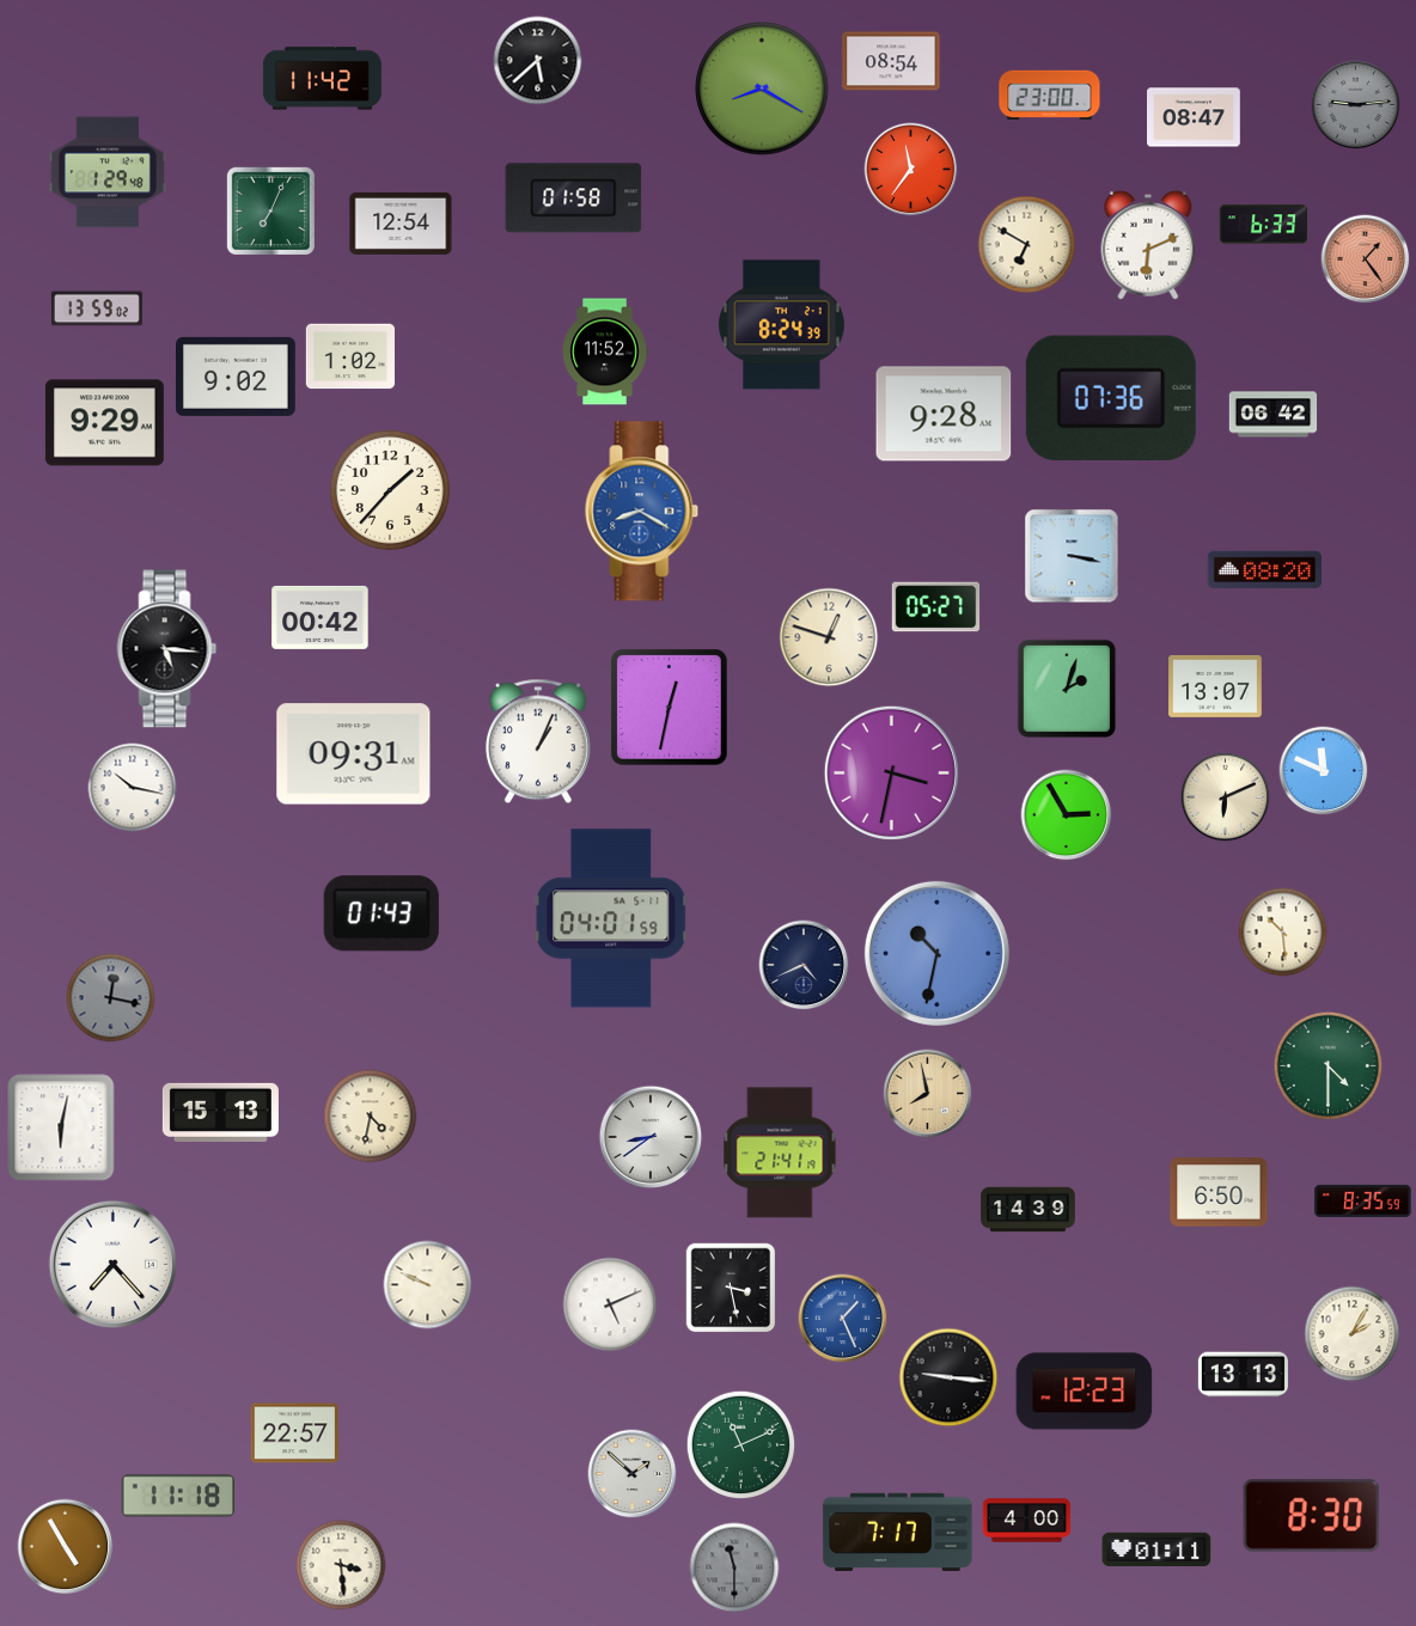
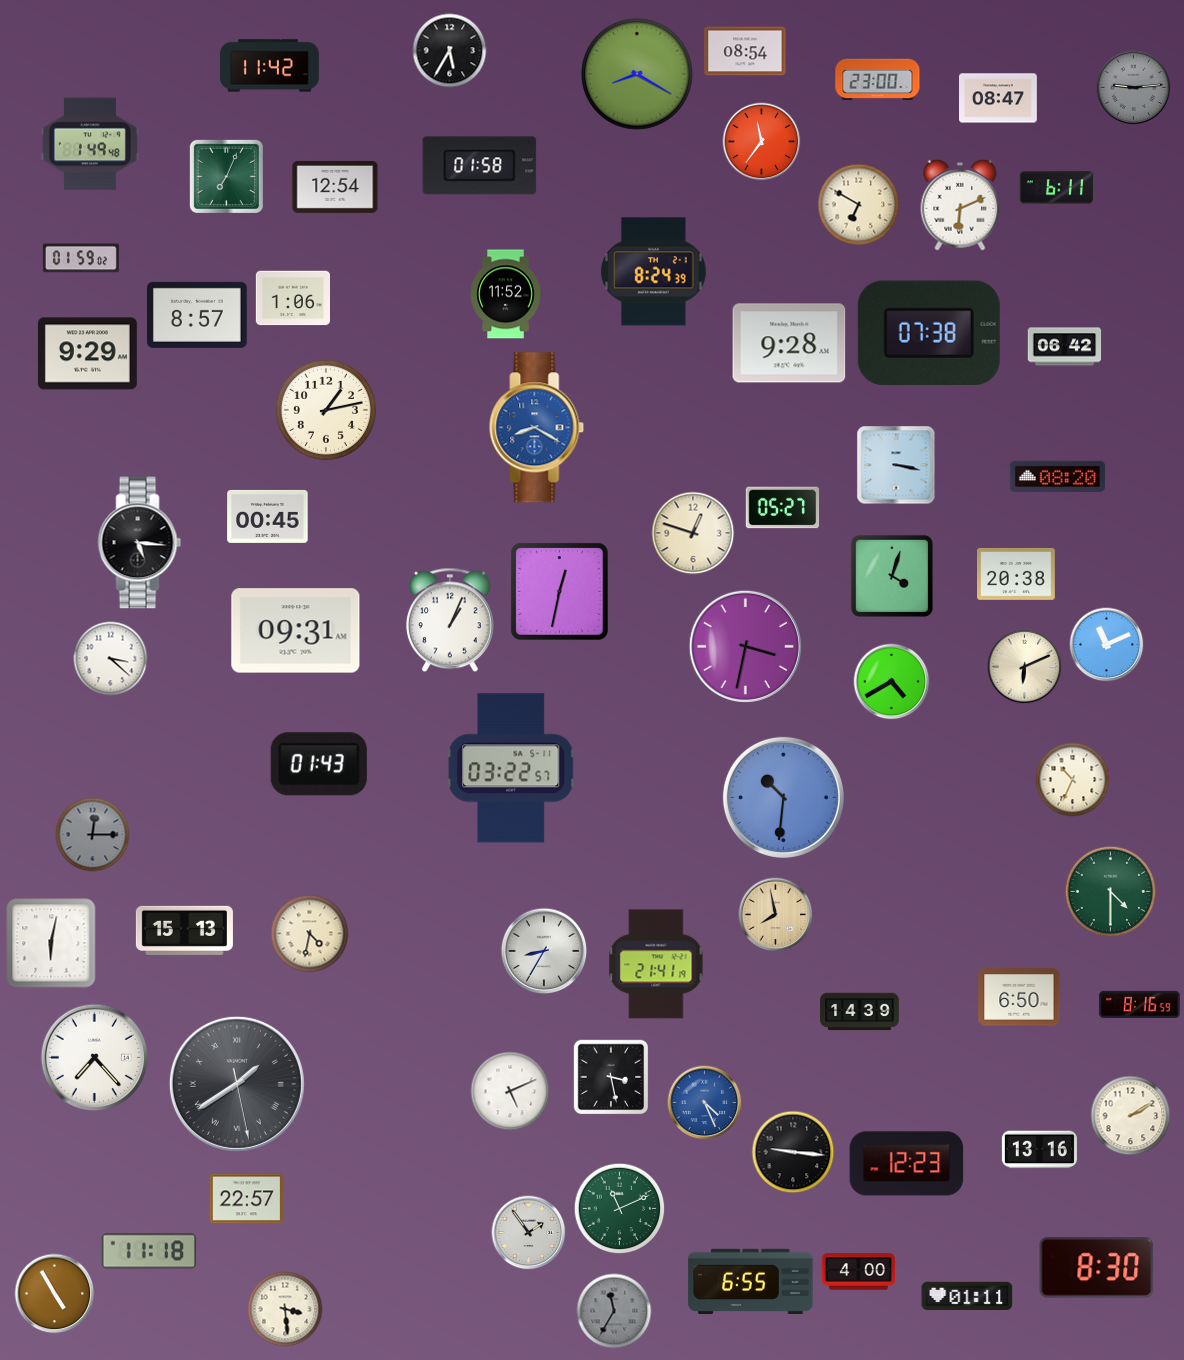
clock at (538, 61): 5:38 -> 5:35
clock at (108, 172): 1:29 -> 1:49
clock at (1263, 225): 6:33 -> 6:11
clock at (1366, 259): 1:24 -> none
clock at (97, 308): 13:59 -> 01:59
clock at (349, 356): 1:02 -> 1:06
clock at (237, 377): 9:02 -> 8:57
clock at (1111, 397): 07:36 -> 07:38
clock at (944, 414) position: (944, 414) -> (789, 343)
clock at (390, 490): 1:37 -> 1:13
clock at (321, 617): 00:42 -> 00:45
clock at (1216, 686): 13:07 -> 20:38
clock at (1067, 689): 2:03 -> 4:03
clock at (1324, 771): 11:49 -> 11:11
clock at (133, 788): 10:17 -> 3:22
clock at (1067, 815): 2:55 -> 4:40
clock at (611, 918): 04:01 -> 03:22
clock at (1283, 933): 10:29 -> 10:34
clock at (936, 953): 10:32 -> 10:31
clock at (804, 965): 4:41 -> none
clock at (111, 998): 12:17 -> 12:15
clock at (651, 1137): 8:39 -> 8:35
clock at (780, 1153) position: (780, 1153) -> (656, 964)
clock at (1363, 1200): 8:35 -> 8:16
clock at (428, 1285): 9:49 -> none
clock at (237, 1084): none -> 1:39
clock at (843, 1319): 1:26 -> 4:26
clock at (1353, 1334): 2:05 -> 2:10
clock at (1243, 1375): 13:13 -> 13:16
clock at (633, 1474): 1:52 -> 1:54
clock at (898, 1532): 7:17 -> 6:55
clock at (734, 1567): 11:30 -> 11:35
